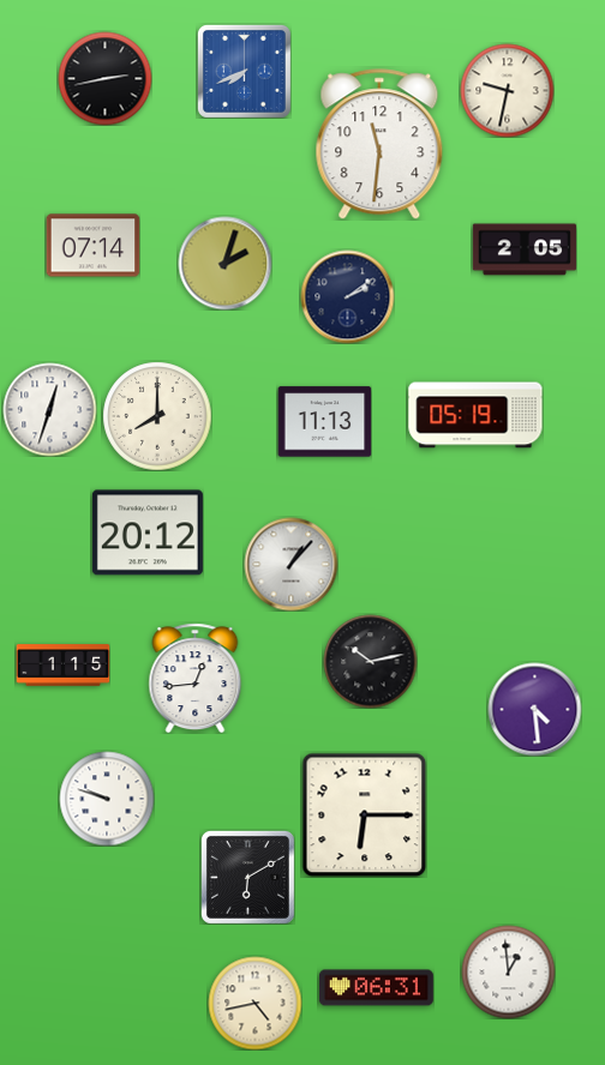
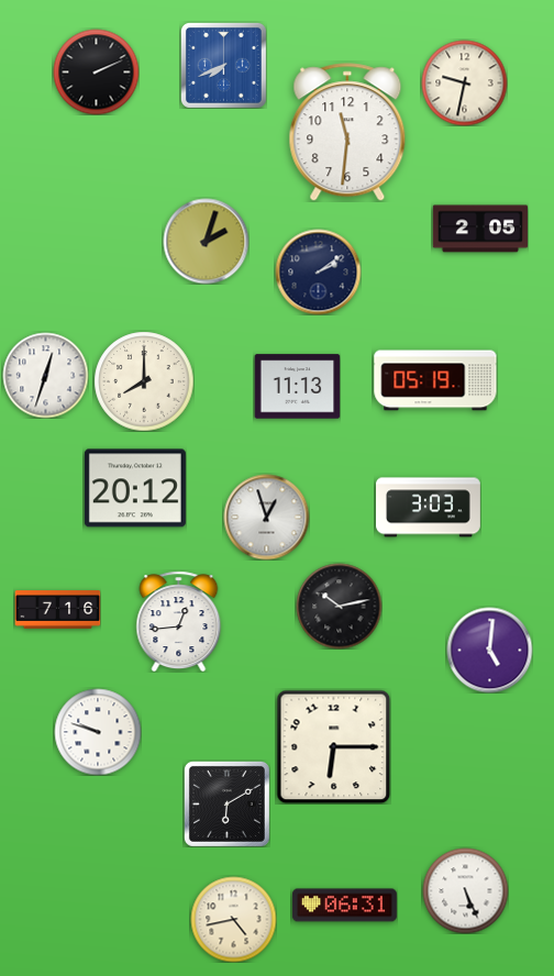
clock at (104, 78): 2:43 -> 2:11
clock at (92, 246): 07:14 -> none
clock at (429, 508): none -> 3:03
clock at (290, 564): 1:07 -> 12:57
clock at (62, 666): 1:15 -> 7:16
clock at (534, 709): 4:29 -> 5:01
clock at (508, 971): 12:59 -> 5:26
